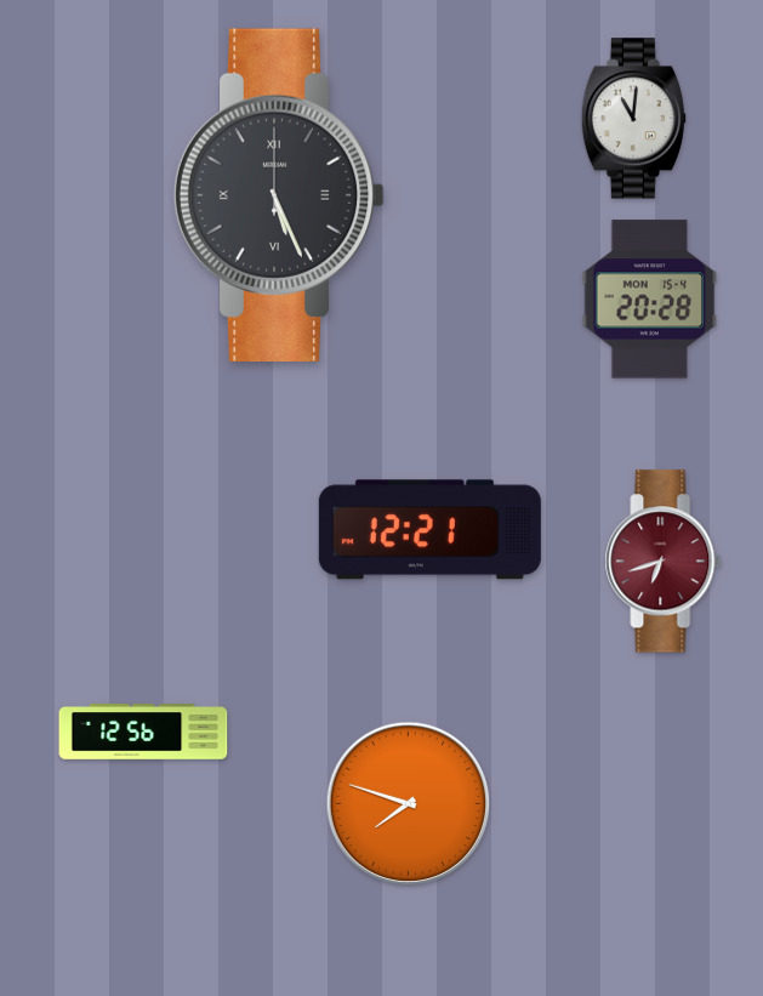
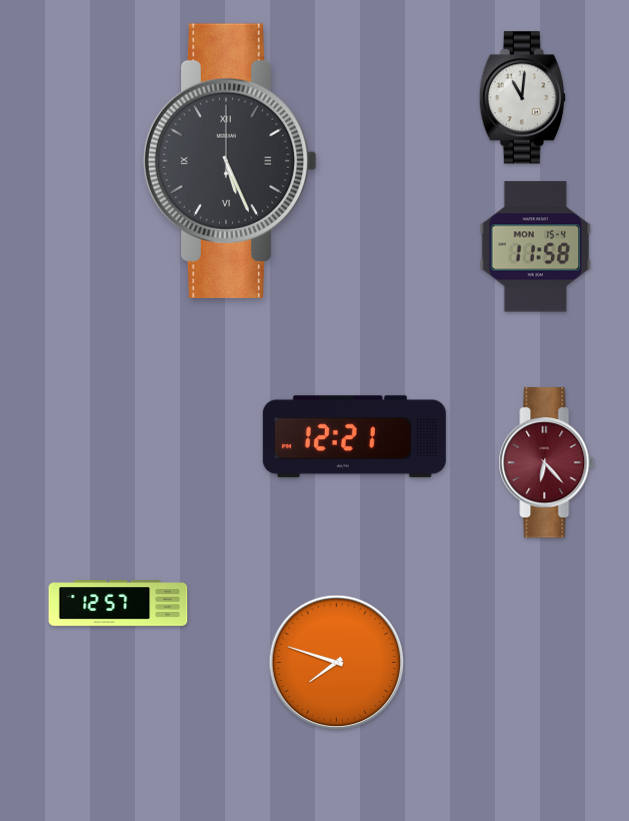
clock at (650, 300): 20:28 -> 11:58
clock at (664, 562): 6:42 -> 6:23
clock at (143, 732): 12:56 -> 12:57
